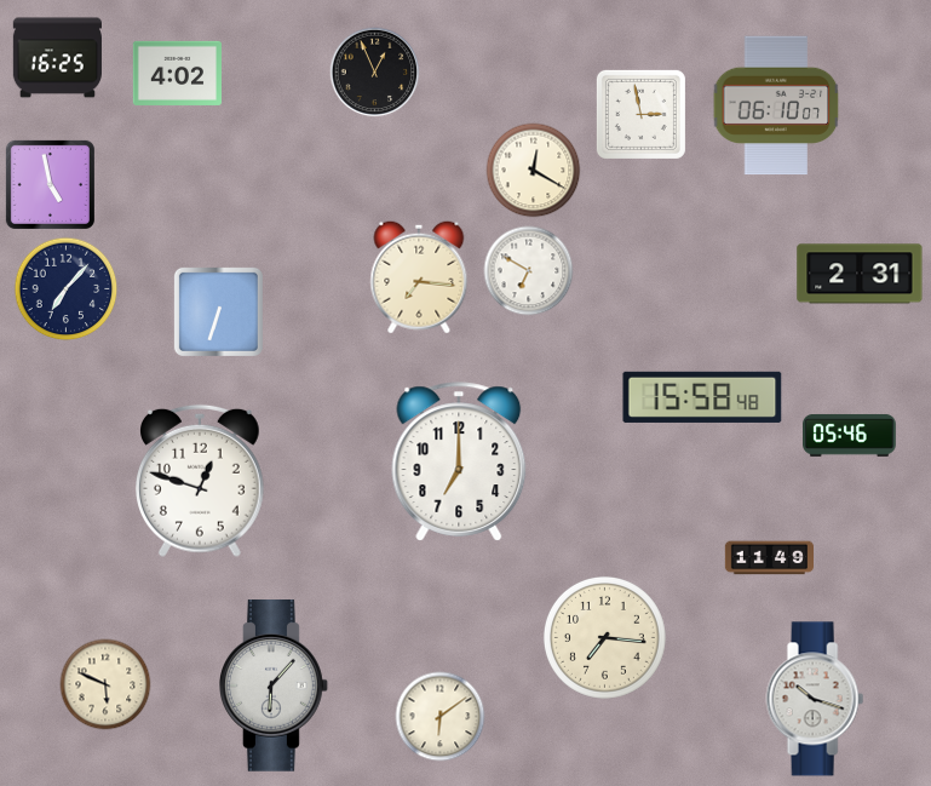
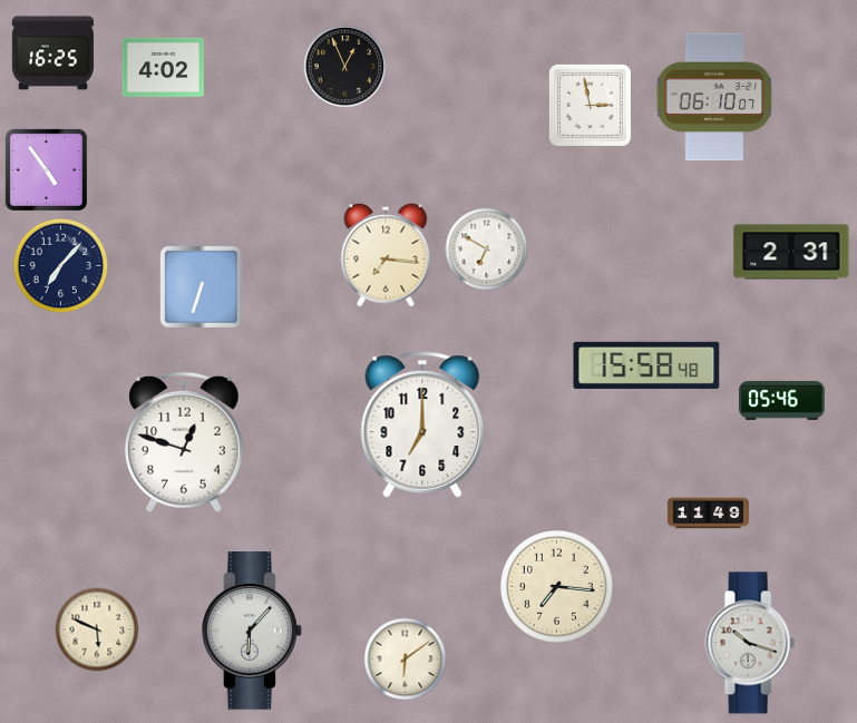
clock at (534, 171): 12:20 -> none
clock at (50, 184): 4:58 -> 4:54
